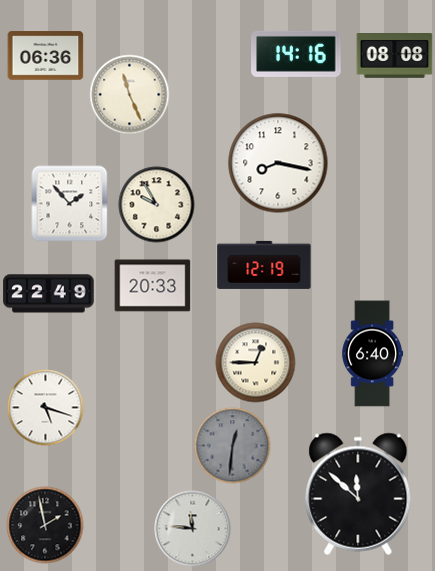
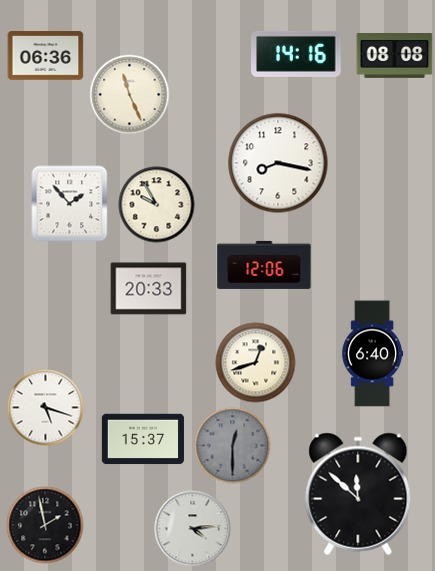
clock at (264, 265): 12:19 -> 12:06
clock at (153, 286) position: (153, 286) -> (149, 289)
clock at (49, 294): 22:49 -> none
clock at (256, 363): 12:45 -> 12:42
clock at (143, 439): none -> 15:37
clock at (233, 446): 12:31 -> 12:30
clock at (193, 529): 11:46 -> 4:14
